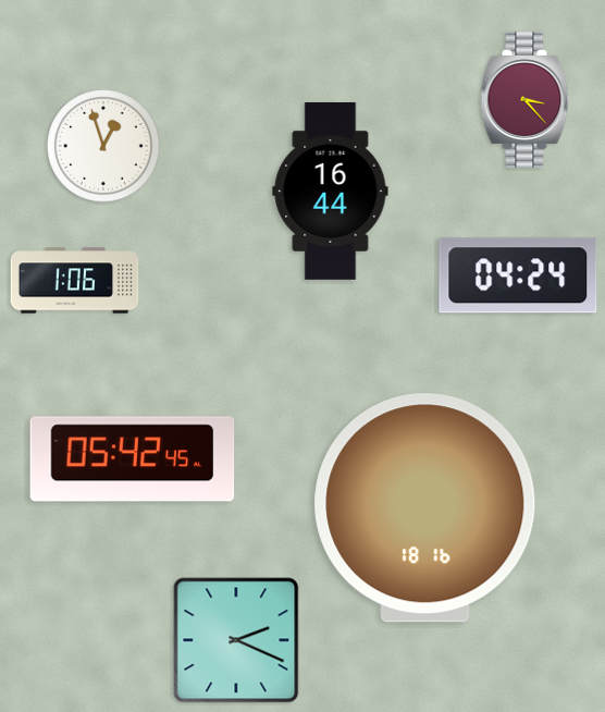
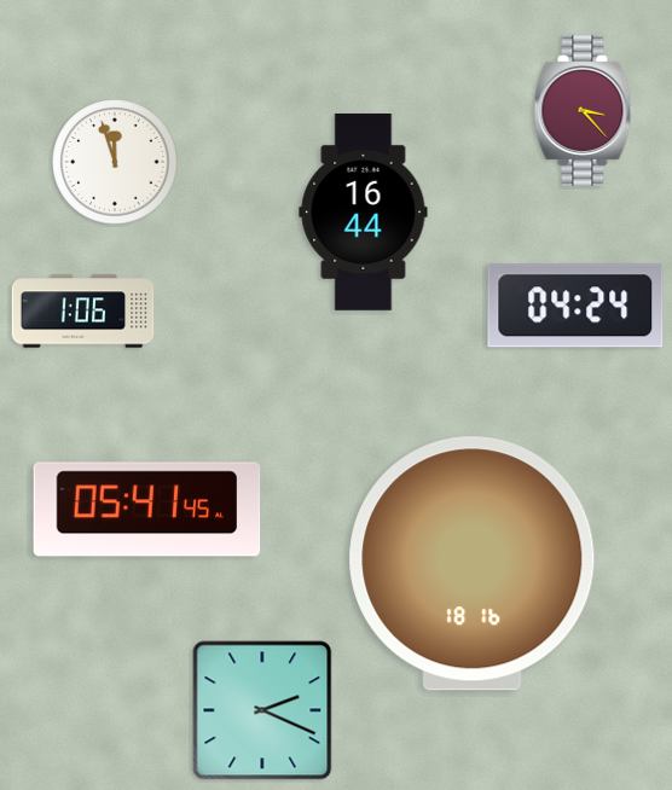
clock at (103, 146): 12:57 -> 11:57
clock at (331, 191) position: (331, 191) -> (364, 211)
clock at (133, 459): 05:42 -> 05:41
